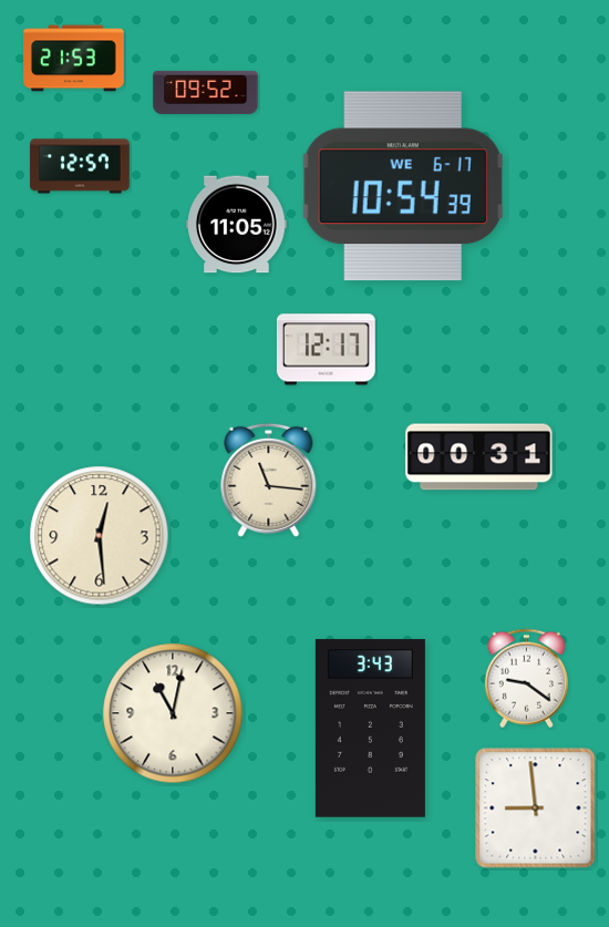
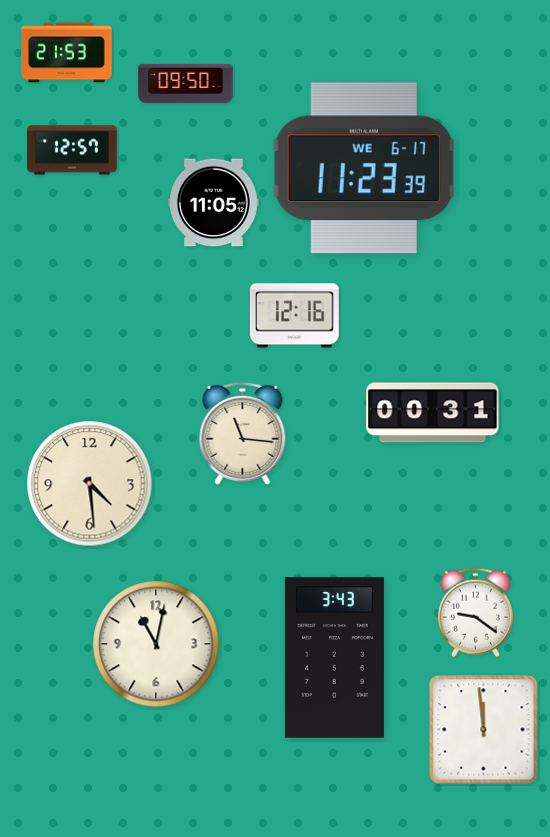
clock at (206, 92): 09:52 -> 09:50
clock at (403, 186): 10:54 -> 11:23
clock at (326, 350): 12:17 -> 12:16
clock at (100, 536): 12:29 -> 4:29
clock at (536, 808): 8:59 -> 11:59
